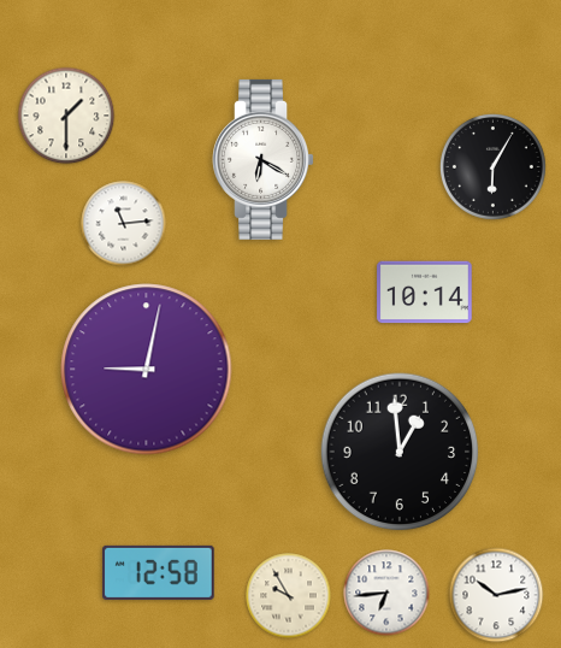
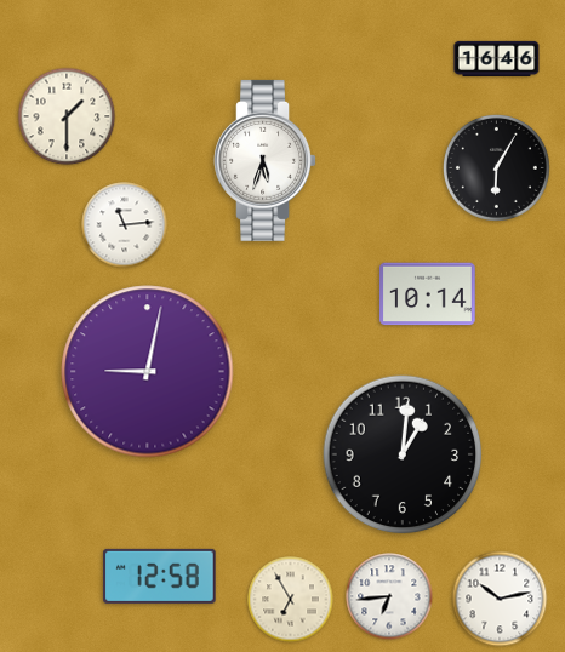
clock at (497, 58): none -> 16:46
clock at (264, 159): 6:20 -> 5:33
clock at (400, 452): 12:59 -> 1:01
clock at (289, 596): 9:55 -> 6:55
